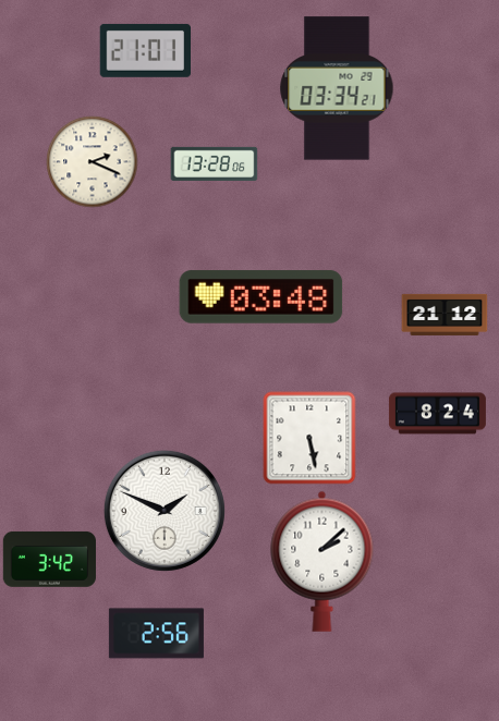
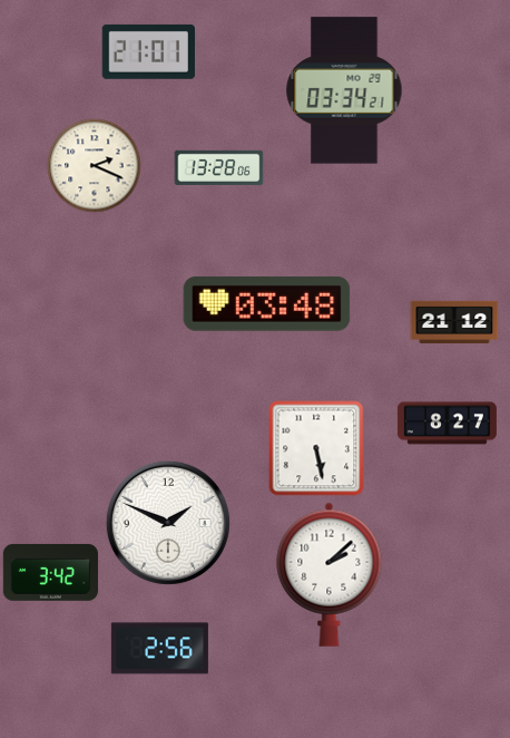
clock at (437, 414): 8:24 -> 8:27
